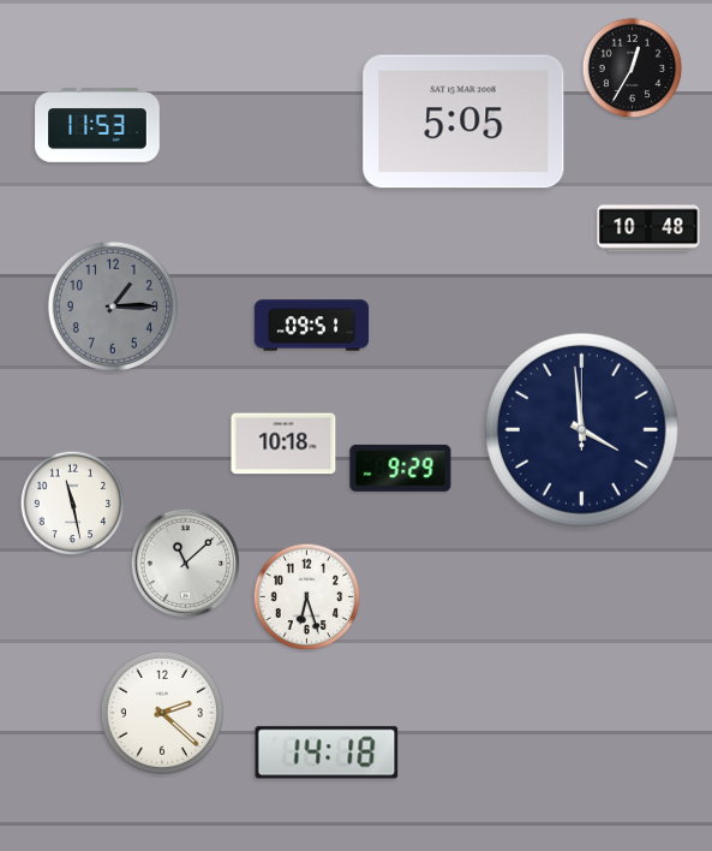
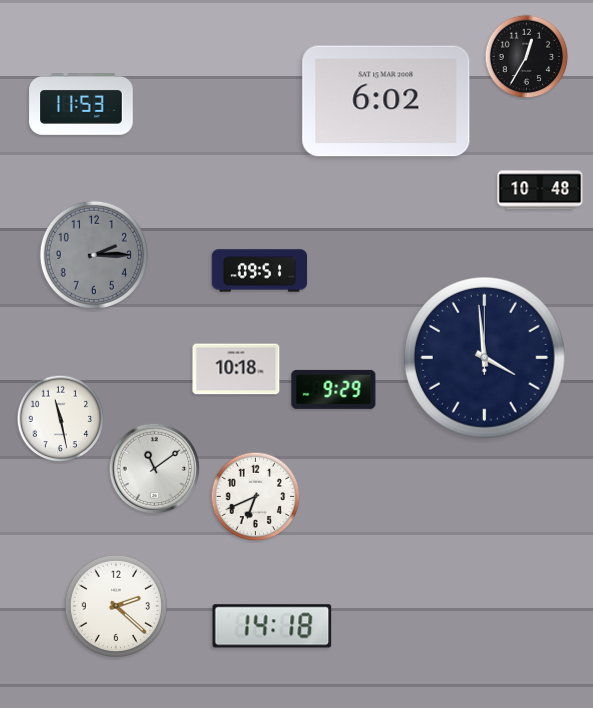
clock at (463, 121): 5:05 -> 6:02
clock at (113, 307): 1:15 -> 2:15
clock at (186, 564): 11:08 -> 11:09
clock at (307, 597): 6:27 -> 6:41
clock at (162, 713) position: (162, 713) -> (116, 606)
